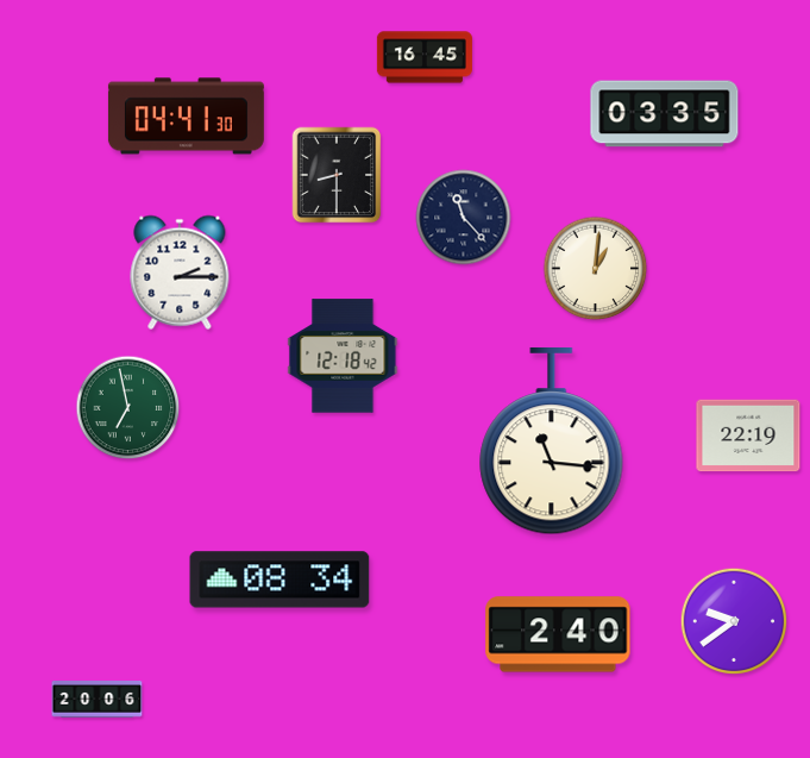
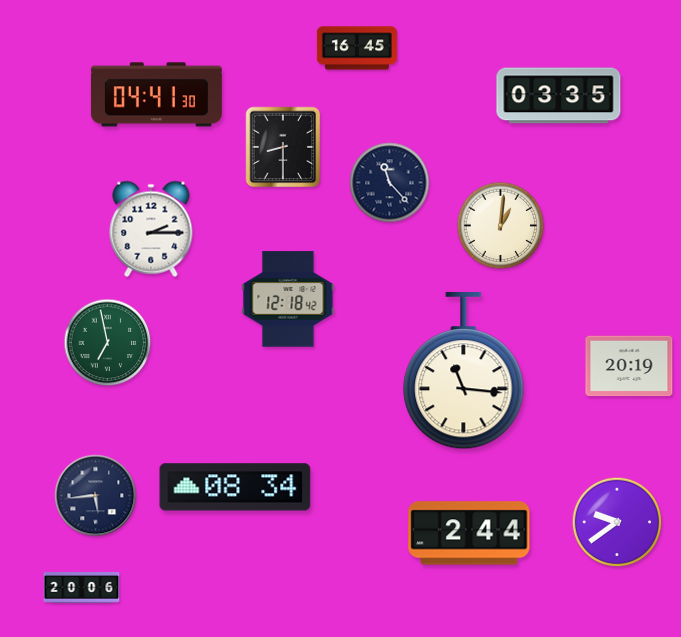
clock at (186, 117) position: (186, 117) -> (156, 95)
clock at (748, 436): 22:19 -> 20:19
clock at (96, 496): none -> 5:44
clock at (558, 634): 2:40 -> 2:44
